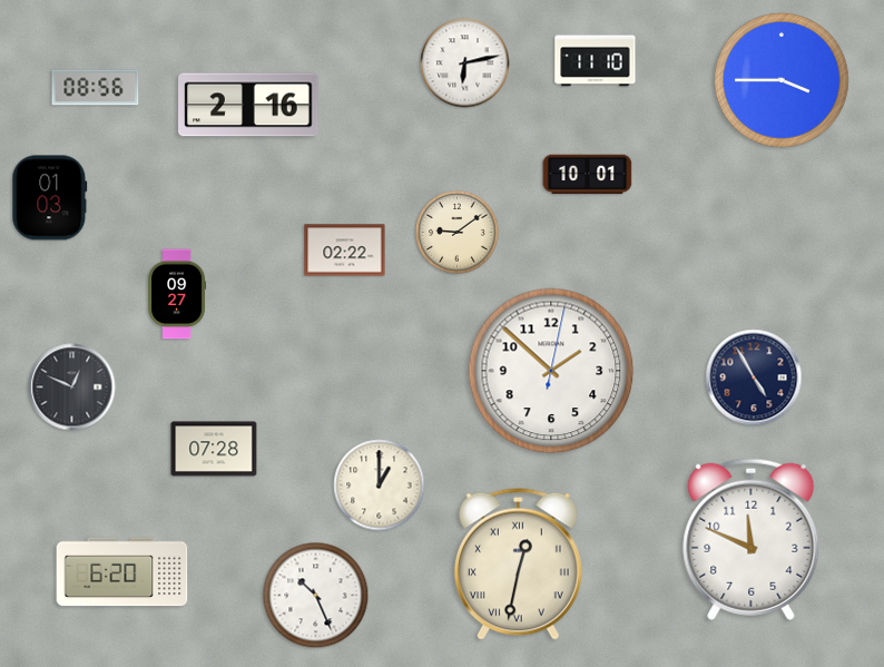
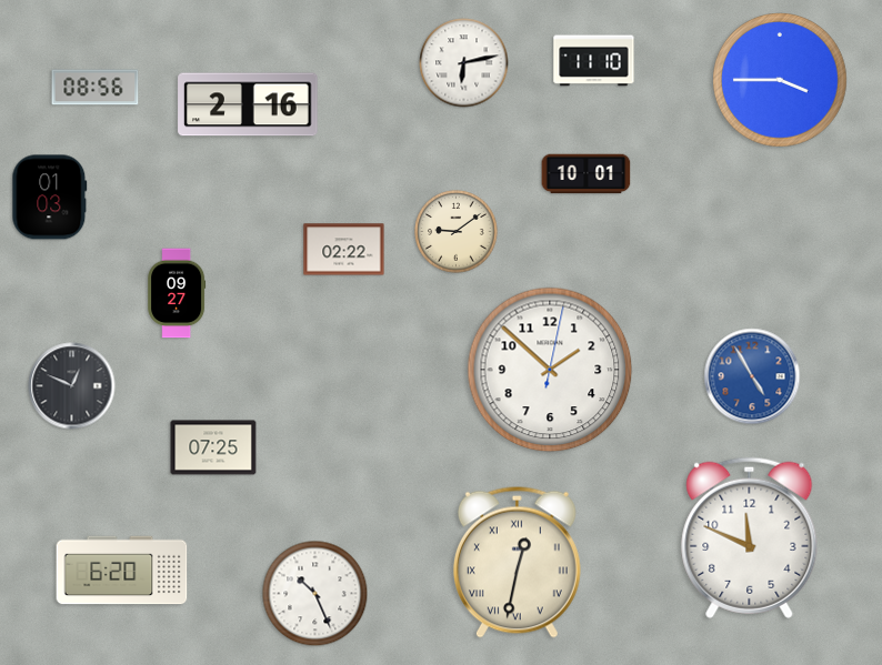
clock at (754, 377) dial: navy -> blue
clock at (214, 449): 07:28 -> 07:25
clock at (380, 485): 1:00 -> none
